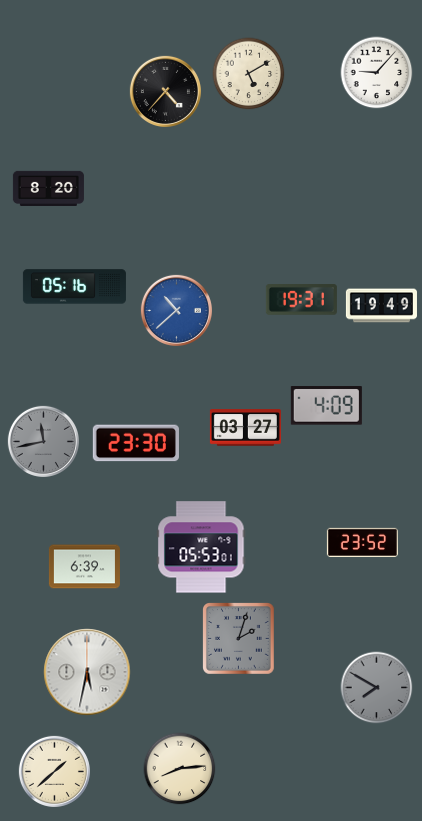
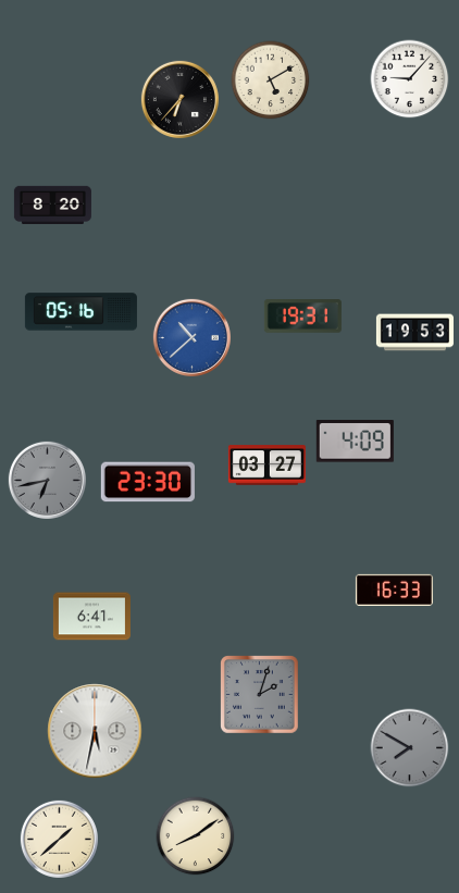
clock at (165, 91): 4:37 -> 6:37
clock at (301, 300) position: (301, 300) -> (302, 317)
clock at (381, 306): 19:49 -> 19:53
clock at (43, 441): 11:43 -> 6:43
clock at (362, 542): 23:52 -> 16:33
clock at (201, 547): 05:53 -> none
clock at (84, 567): 6:39 -> 6:41
clock at (180, 769): 8:14 -> 8:09
